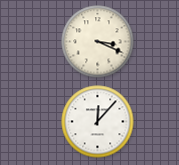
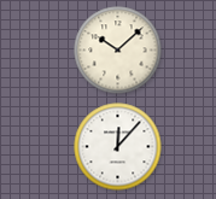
clock at (98, 42): 3:19 -> 10:08
